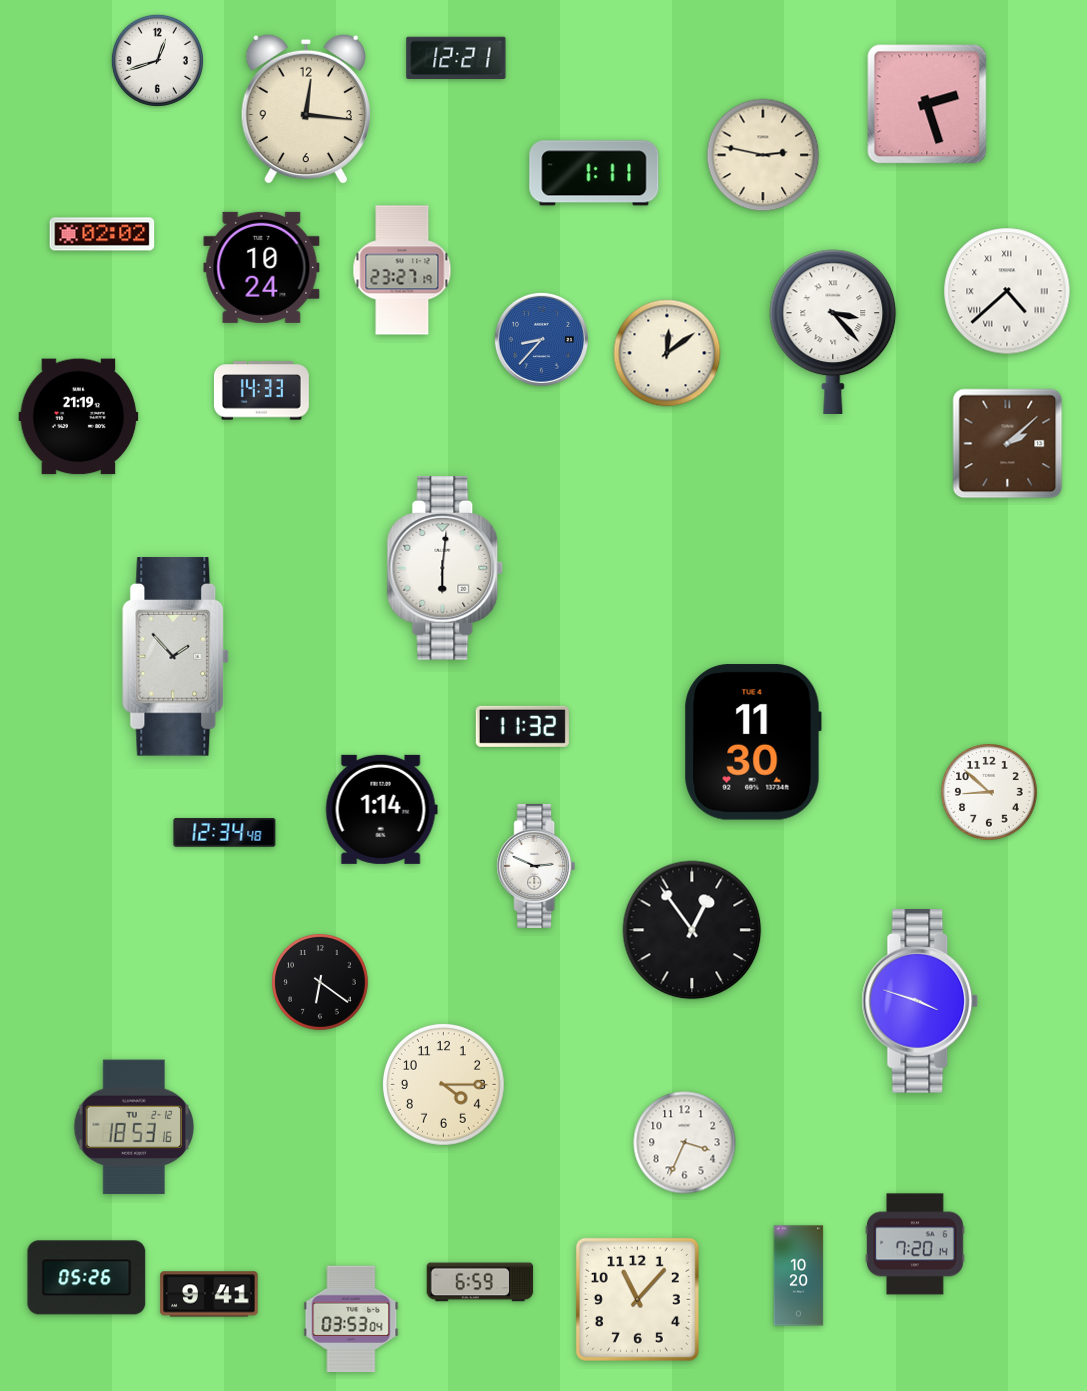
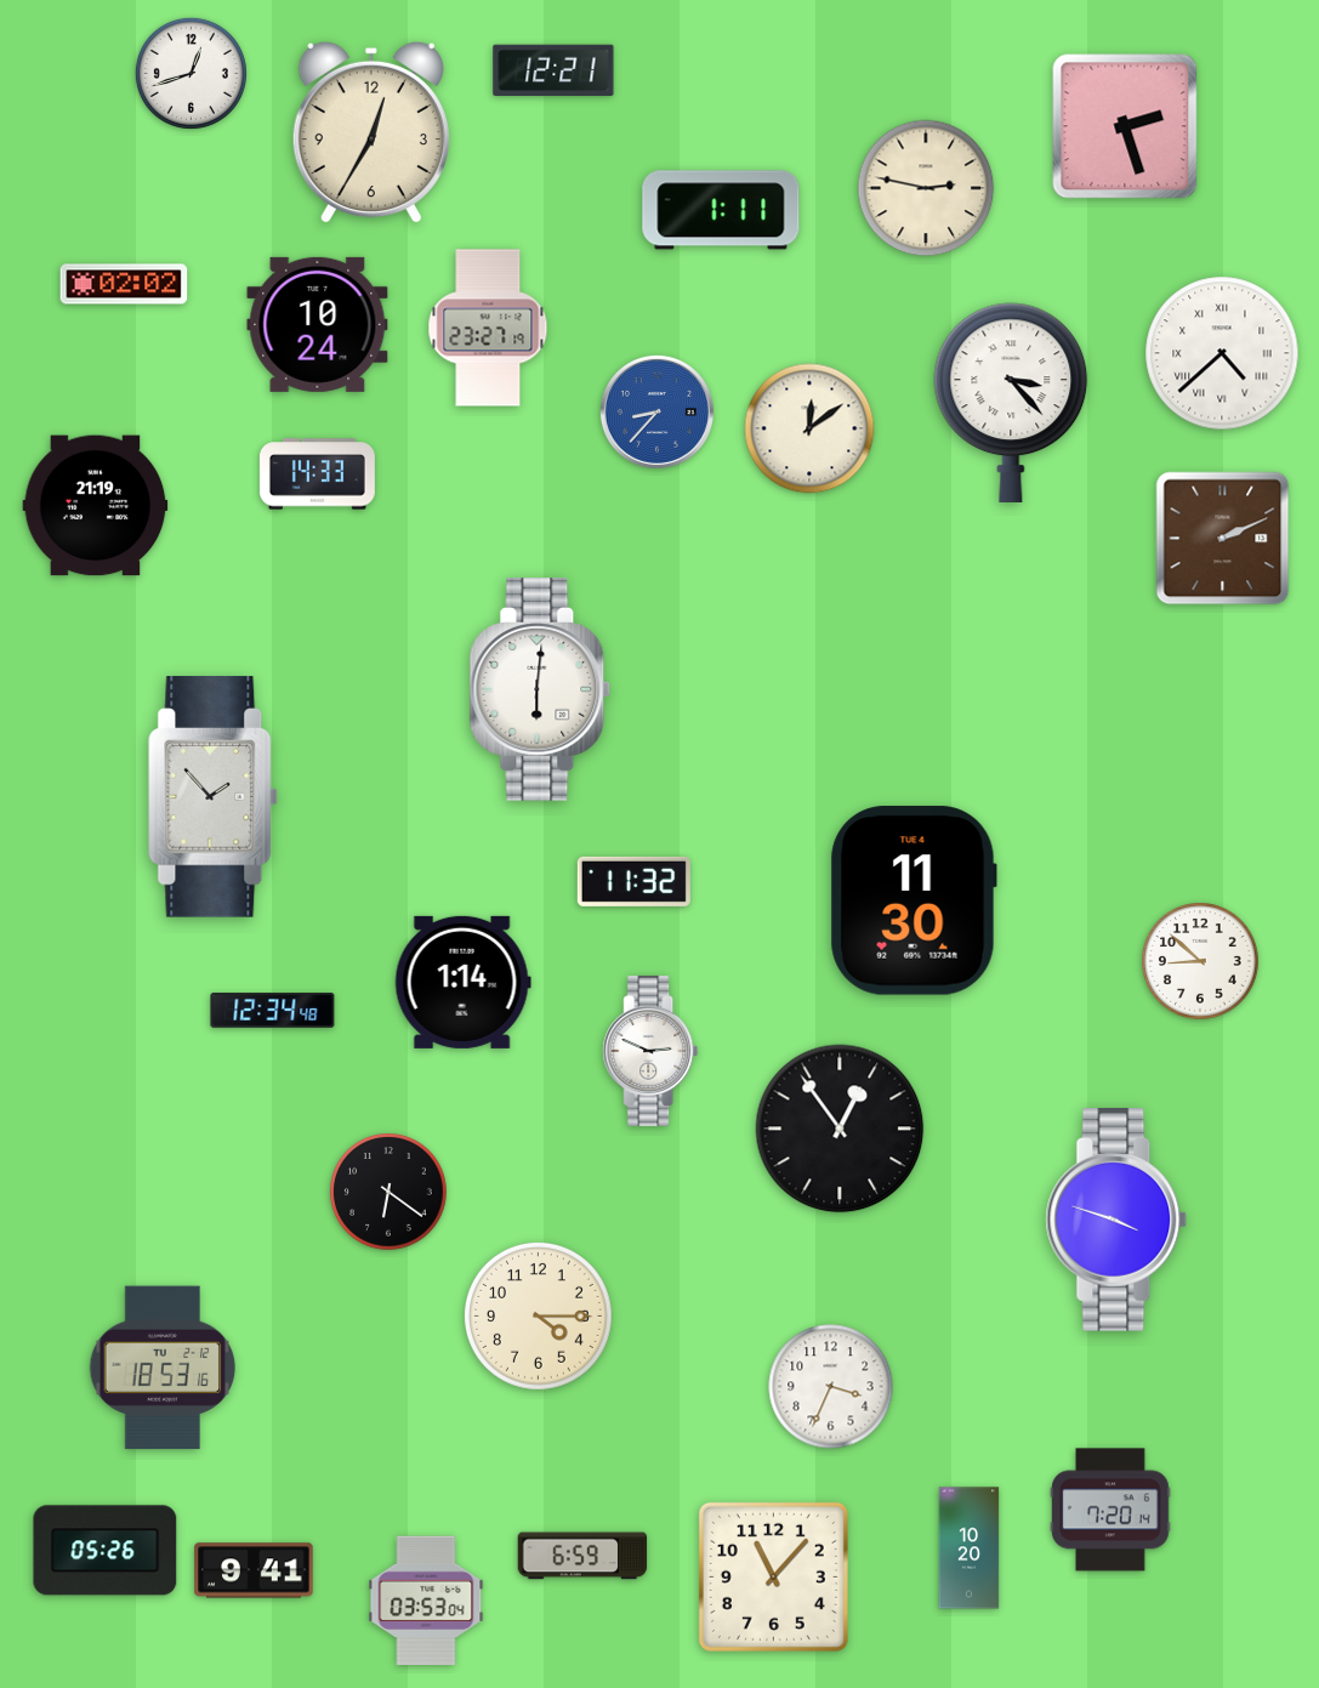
clock at (306, 109): 12:16 -> 12:35
clock at (1008, 444): 2:08 -> 2:11
clock at (920, 1002) position: (920, 1002) -> (1116, 1221)
